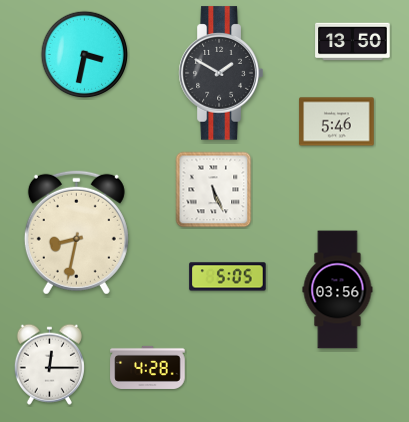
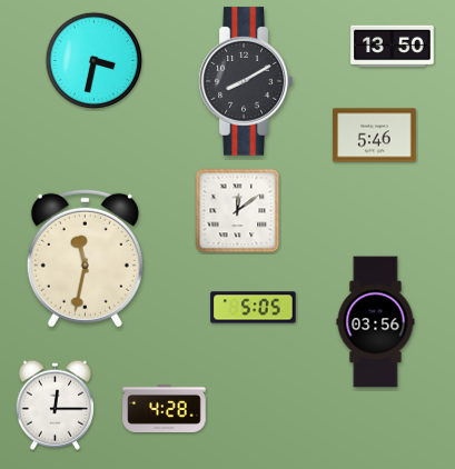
clock at (221, 73): 1:50 -> 8:10
clock at (214, 190): 5:26 -> 12:09
clock at (76, 232): 8:32 -> 11:32
